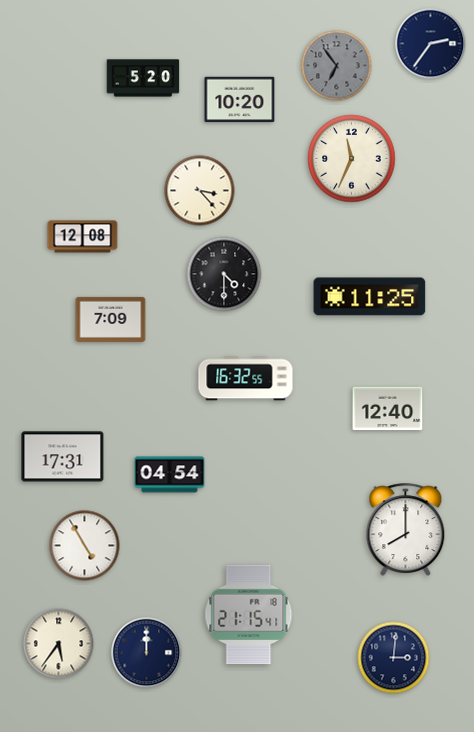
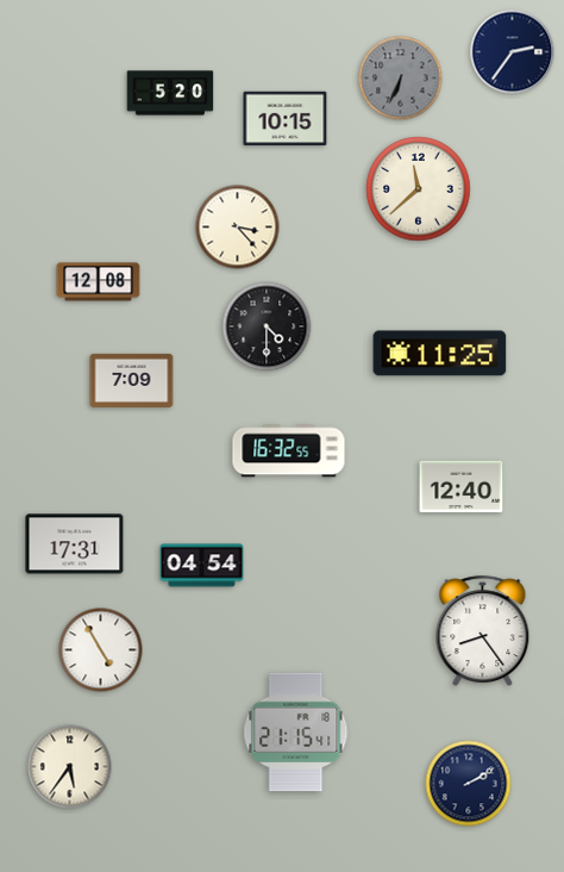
clock at (337, 66): 6:54 -> 6:34
clock at (240, 100): 10:20 -> 10:15
clock at (352, 159): 11:34 -> 11:38
clock at (246, 379) position: (246, 379) -> (289, 451)
clock at (406, 529): 8:00 -> 8:24
clock at (147, 653): 12:00 -> none
clock at (394, 658): 3:01 -> 2:10
